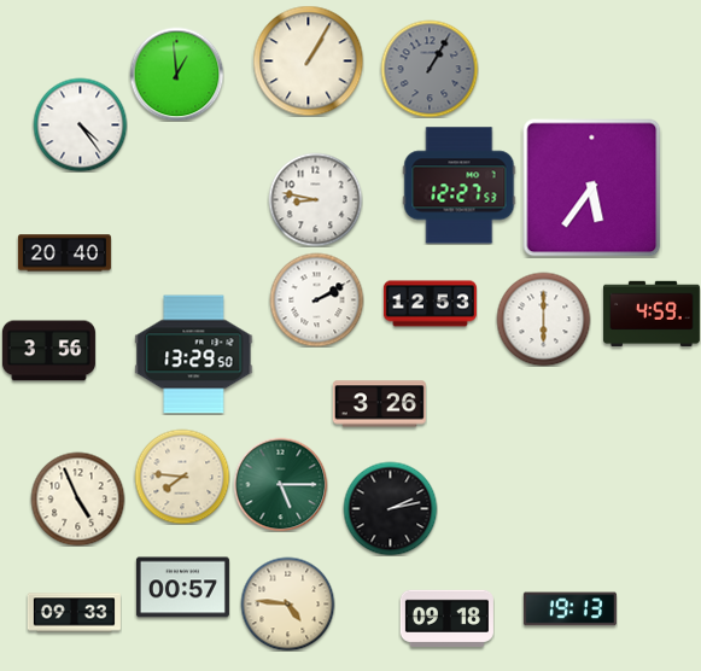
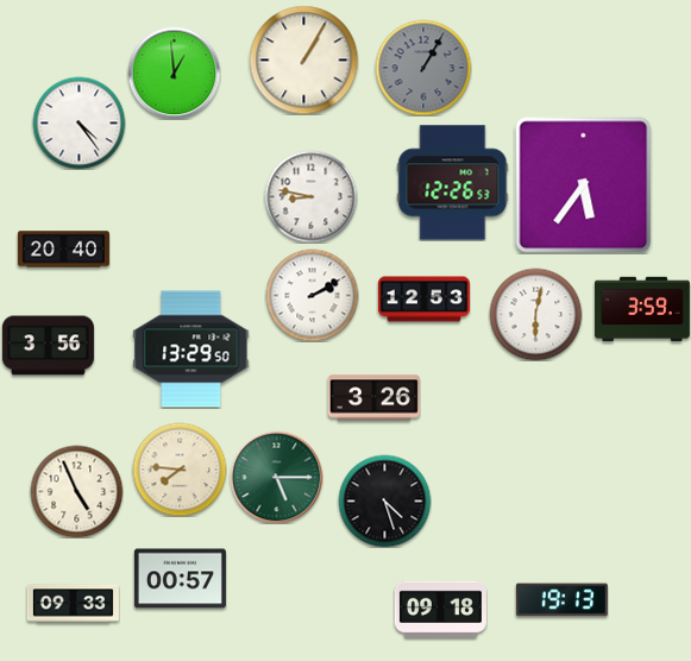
clock at (460, 186): 12:27 -> 12:26
clock at (652, 314): 4:59 -> 3:59
clock at (543, 319): 6:00 -> 6:02
clock at (390, 508): 2:13 -> 4:27
clock at (287, 603): 4:46 -> none
